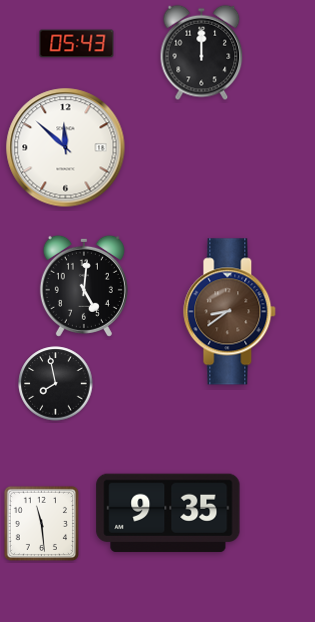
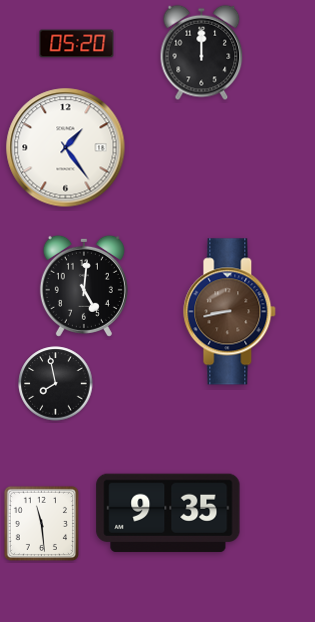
clock at (77, 44): 05:43 -> 05:20
clock at (66, 148): 11:52 -> 1:24
clock at (230, 312): 8:39 -> 8:43
